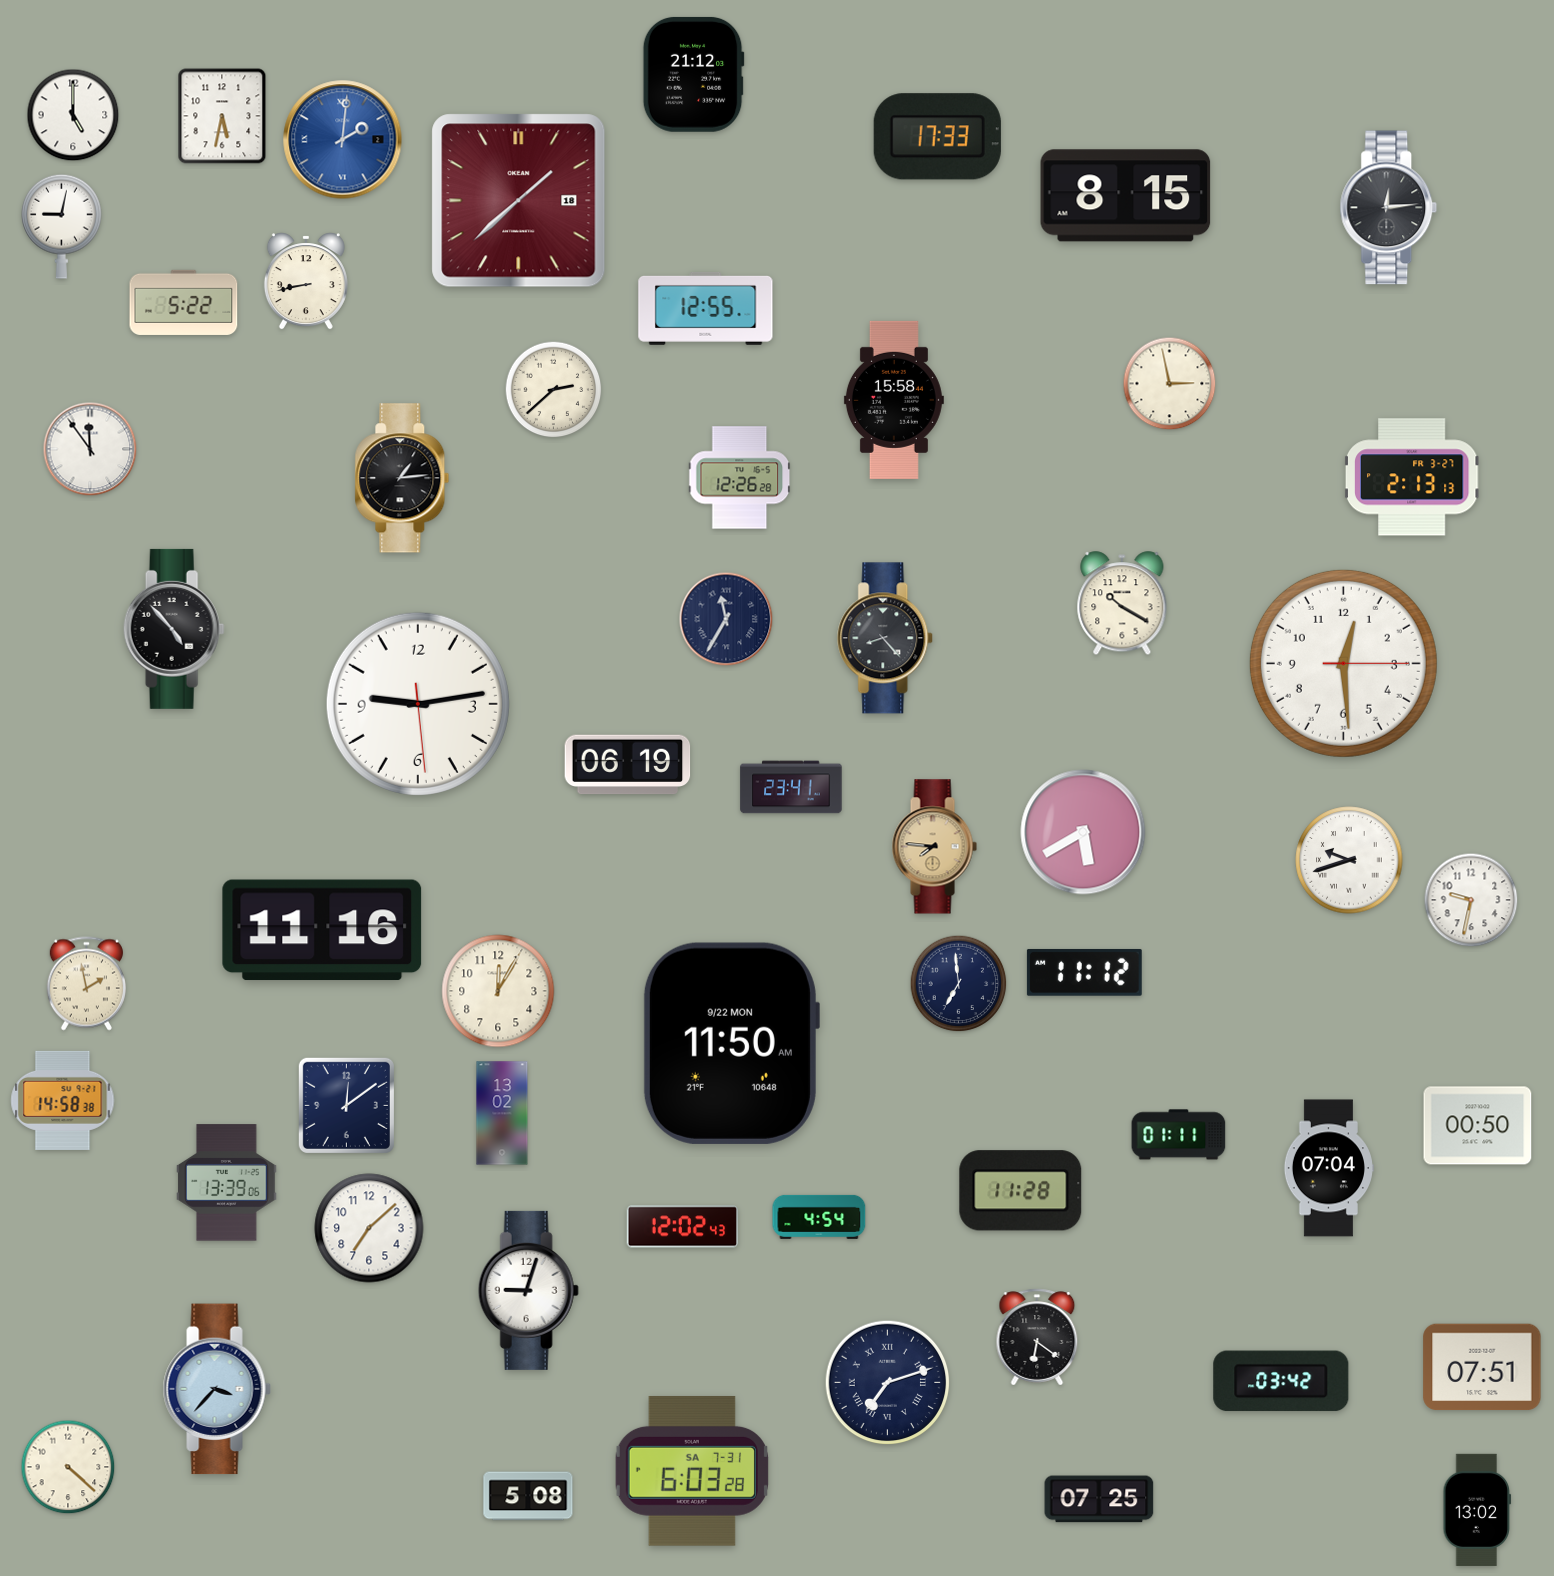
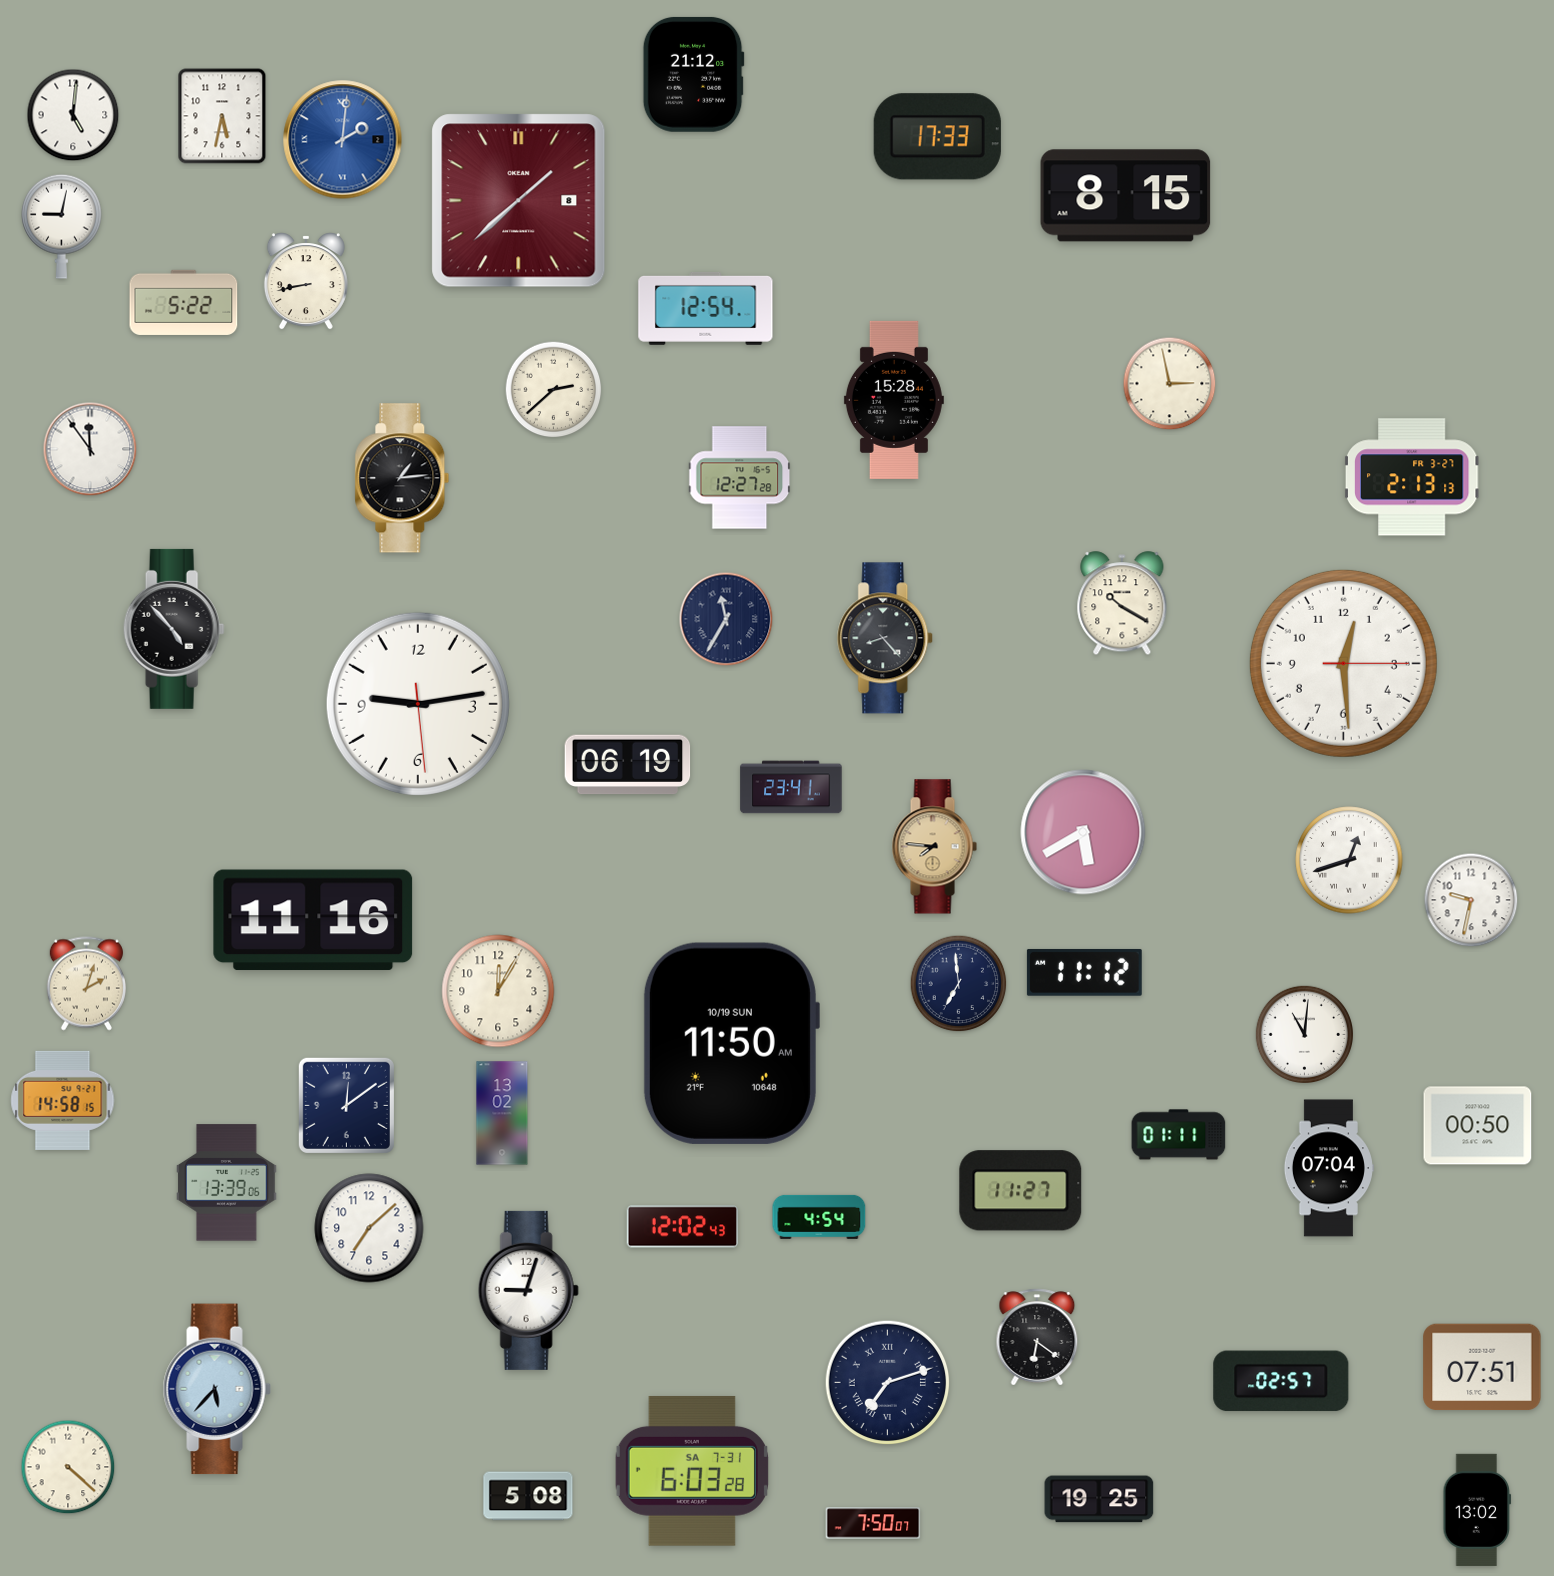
clock at (73, 115): 5:00 -> 5:01
clock at (519, 201) date: 18 -> 8
clock at (1389, 208): 12:14 -> none
clock at (706, 308): 12:55 -> 12:54
clock at (894, 400): 15:58 -> 15:28
clock at (740, 478): 12:26 -> 12:27
clock at (1349, 860): 9:42 -> 12:42
clock at (322, 930) position: (322, 930) -> (313, 920)
clock at (86, 984): 1:58 -> 2:03
clock at (1304, 1034): none -> 11:01
clock at (731, 1043) date: 9/22 MON -> 10/19 SUN
clock at (63, 1100): 14:58:38 -> 14:58:15
clock at (1021, 1191): 11:28 -> 11:27
clock at (1281, 1381): 03:42 -> 02:57
clock at (217, 1389): 3:37 -> 5:37
clock at (1099, 1499): 07:25 -> 19:25
clock at (873, 1523): none -> 7:50
